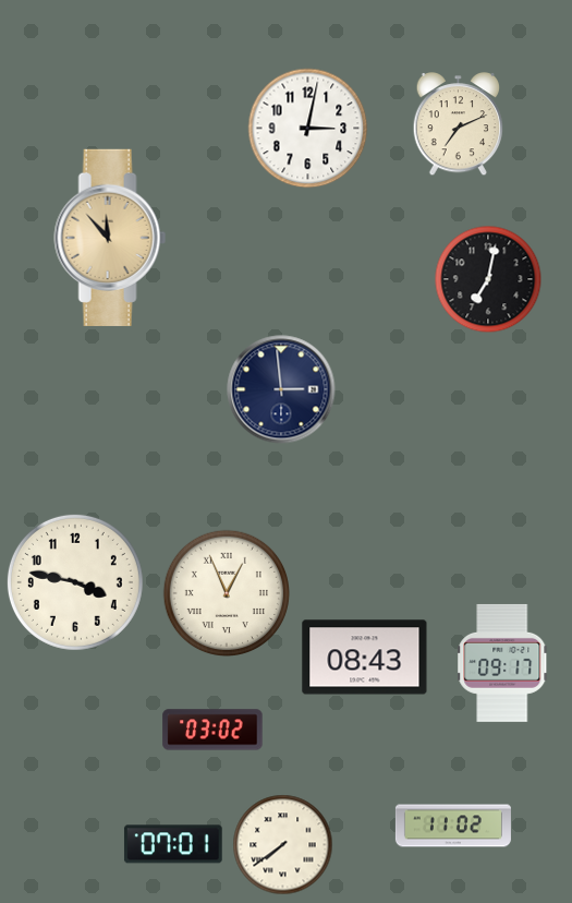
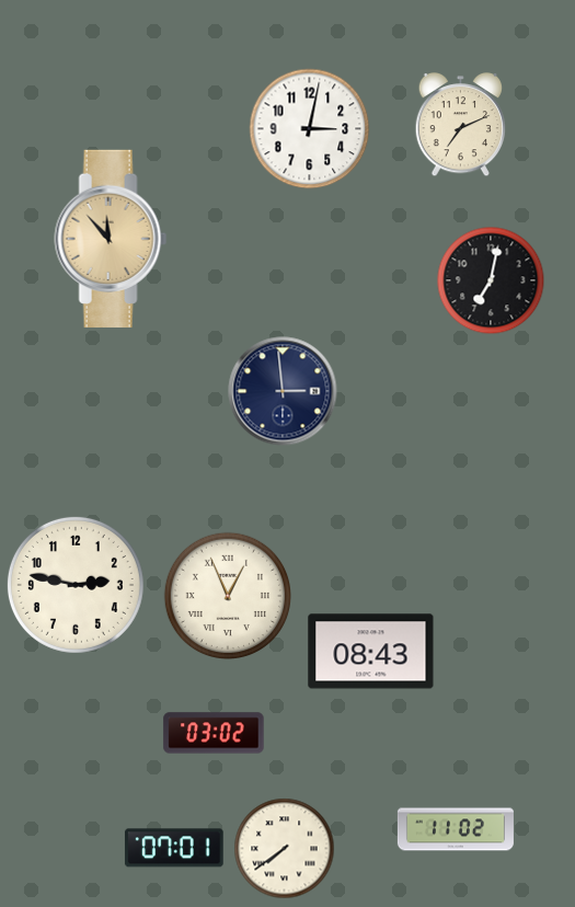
clock at (75, 582): 3:47 -> 2:47
clock at (365, 658) position: (365, 658) -> (371, 652)
clock at (503, 663): 09:17 -> none
